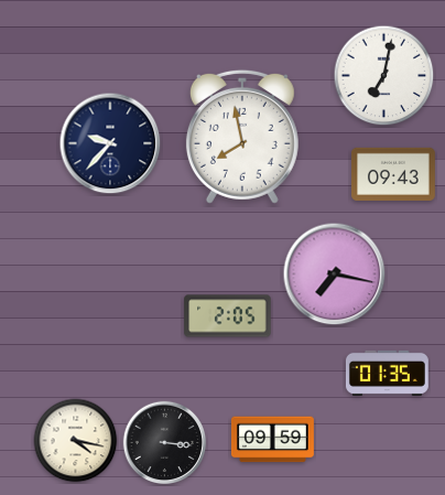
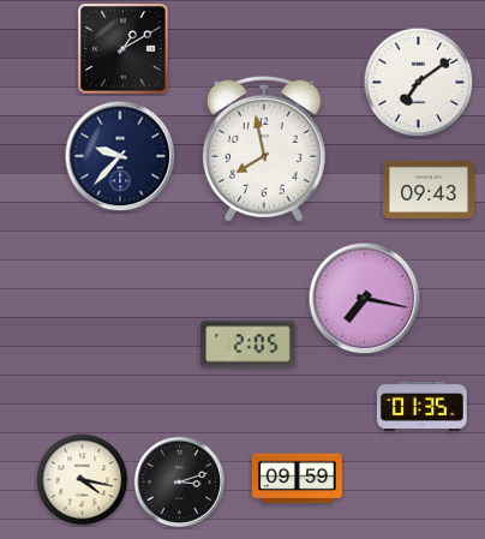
clock at (124, 49): none -> 1:10
clock at (384, 76): 7:02 -> 7:09
clock at (165, 443): 3:16 -> 3:12
